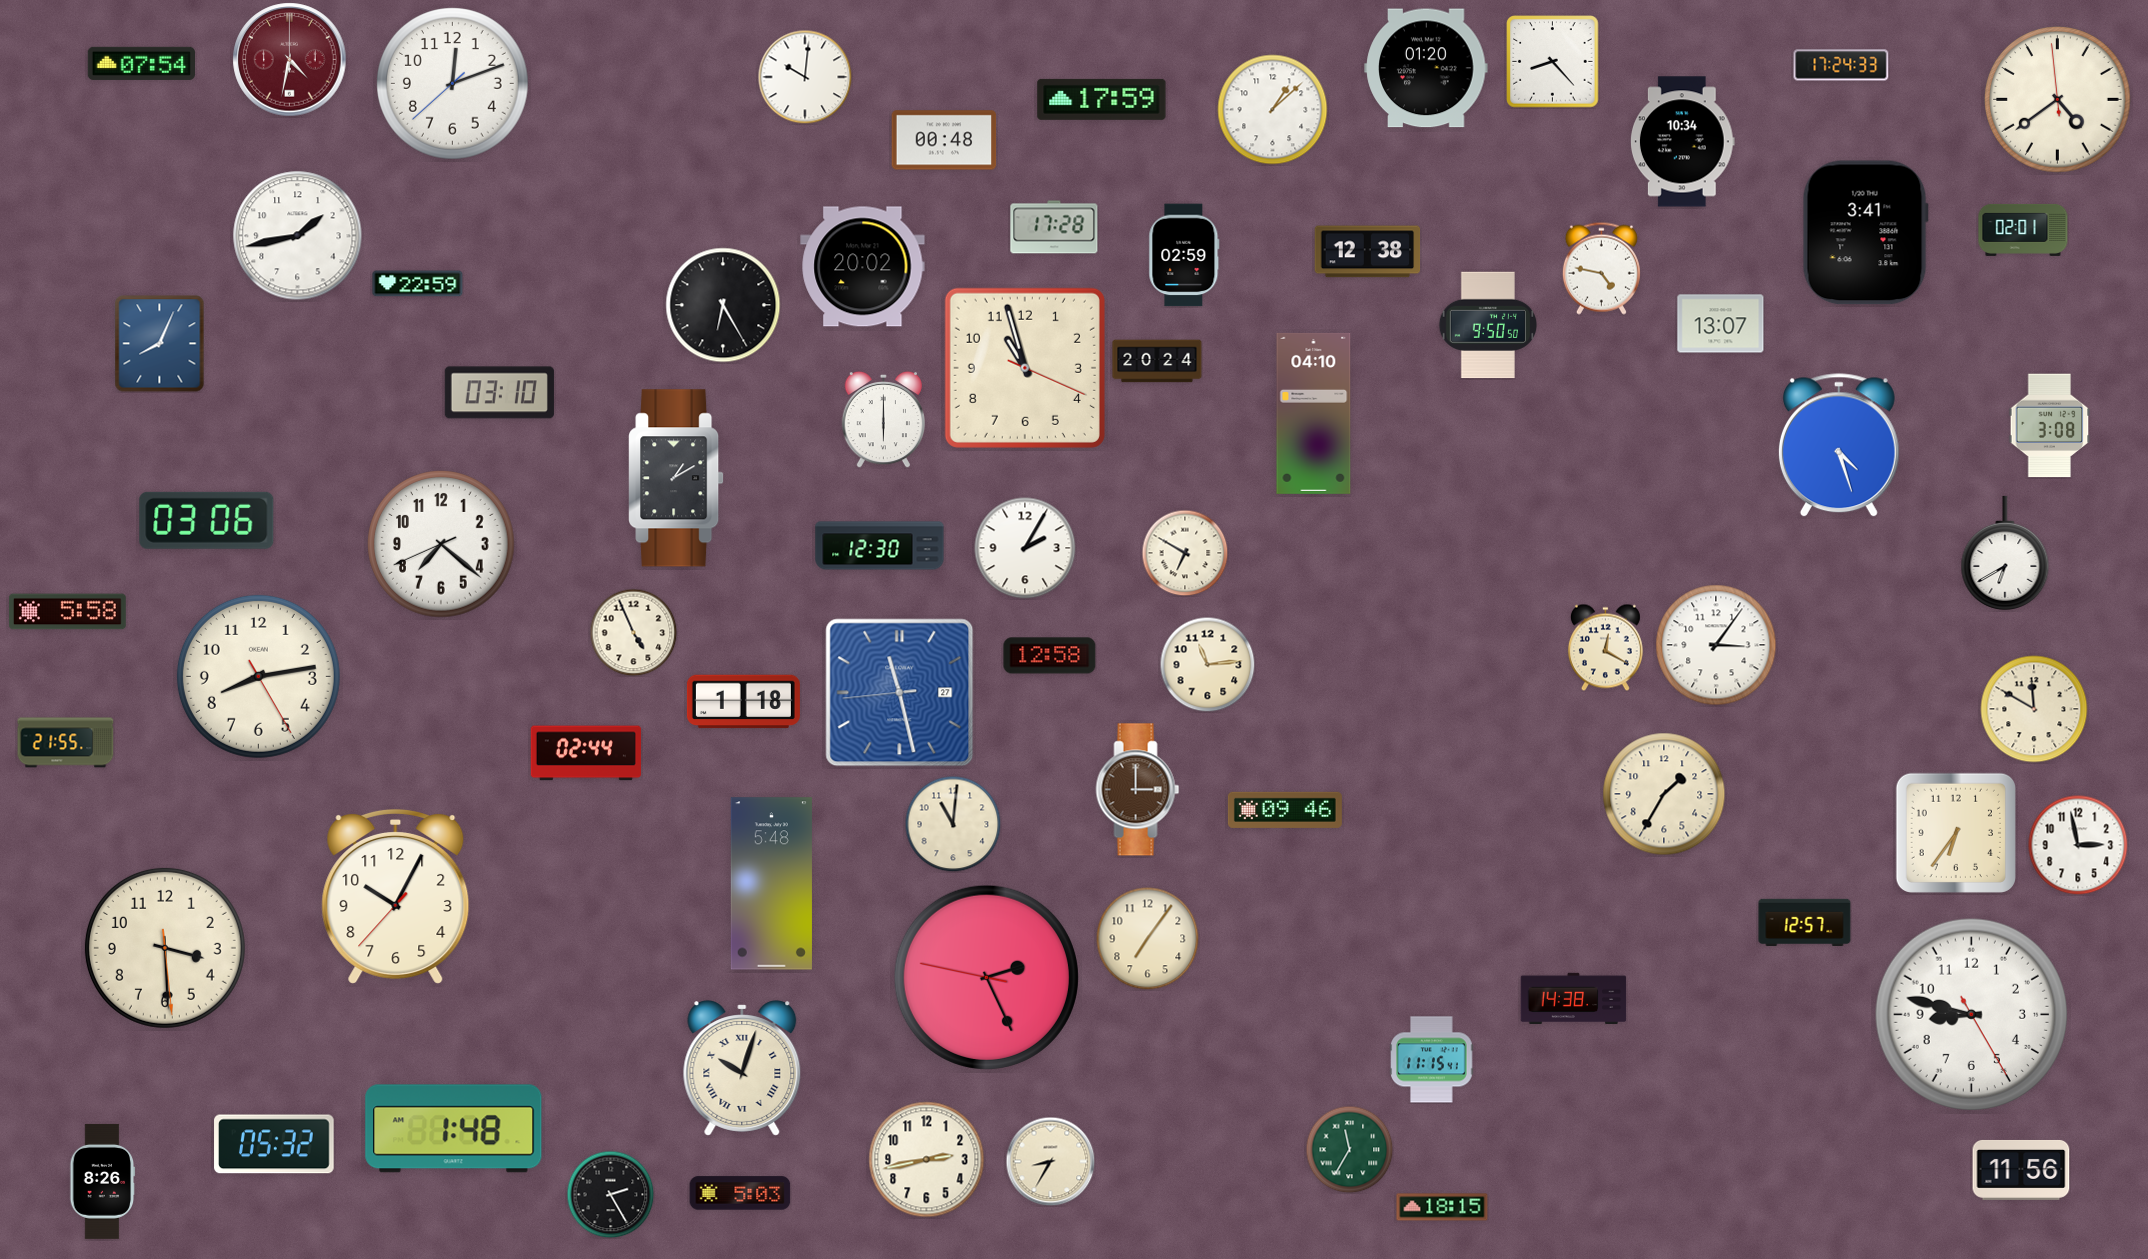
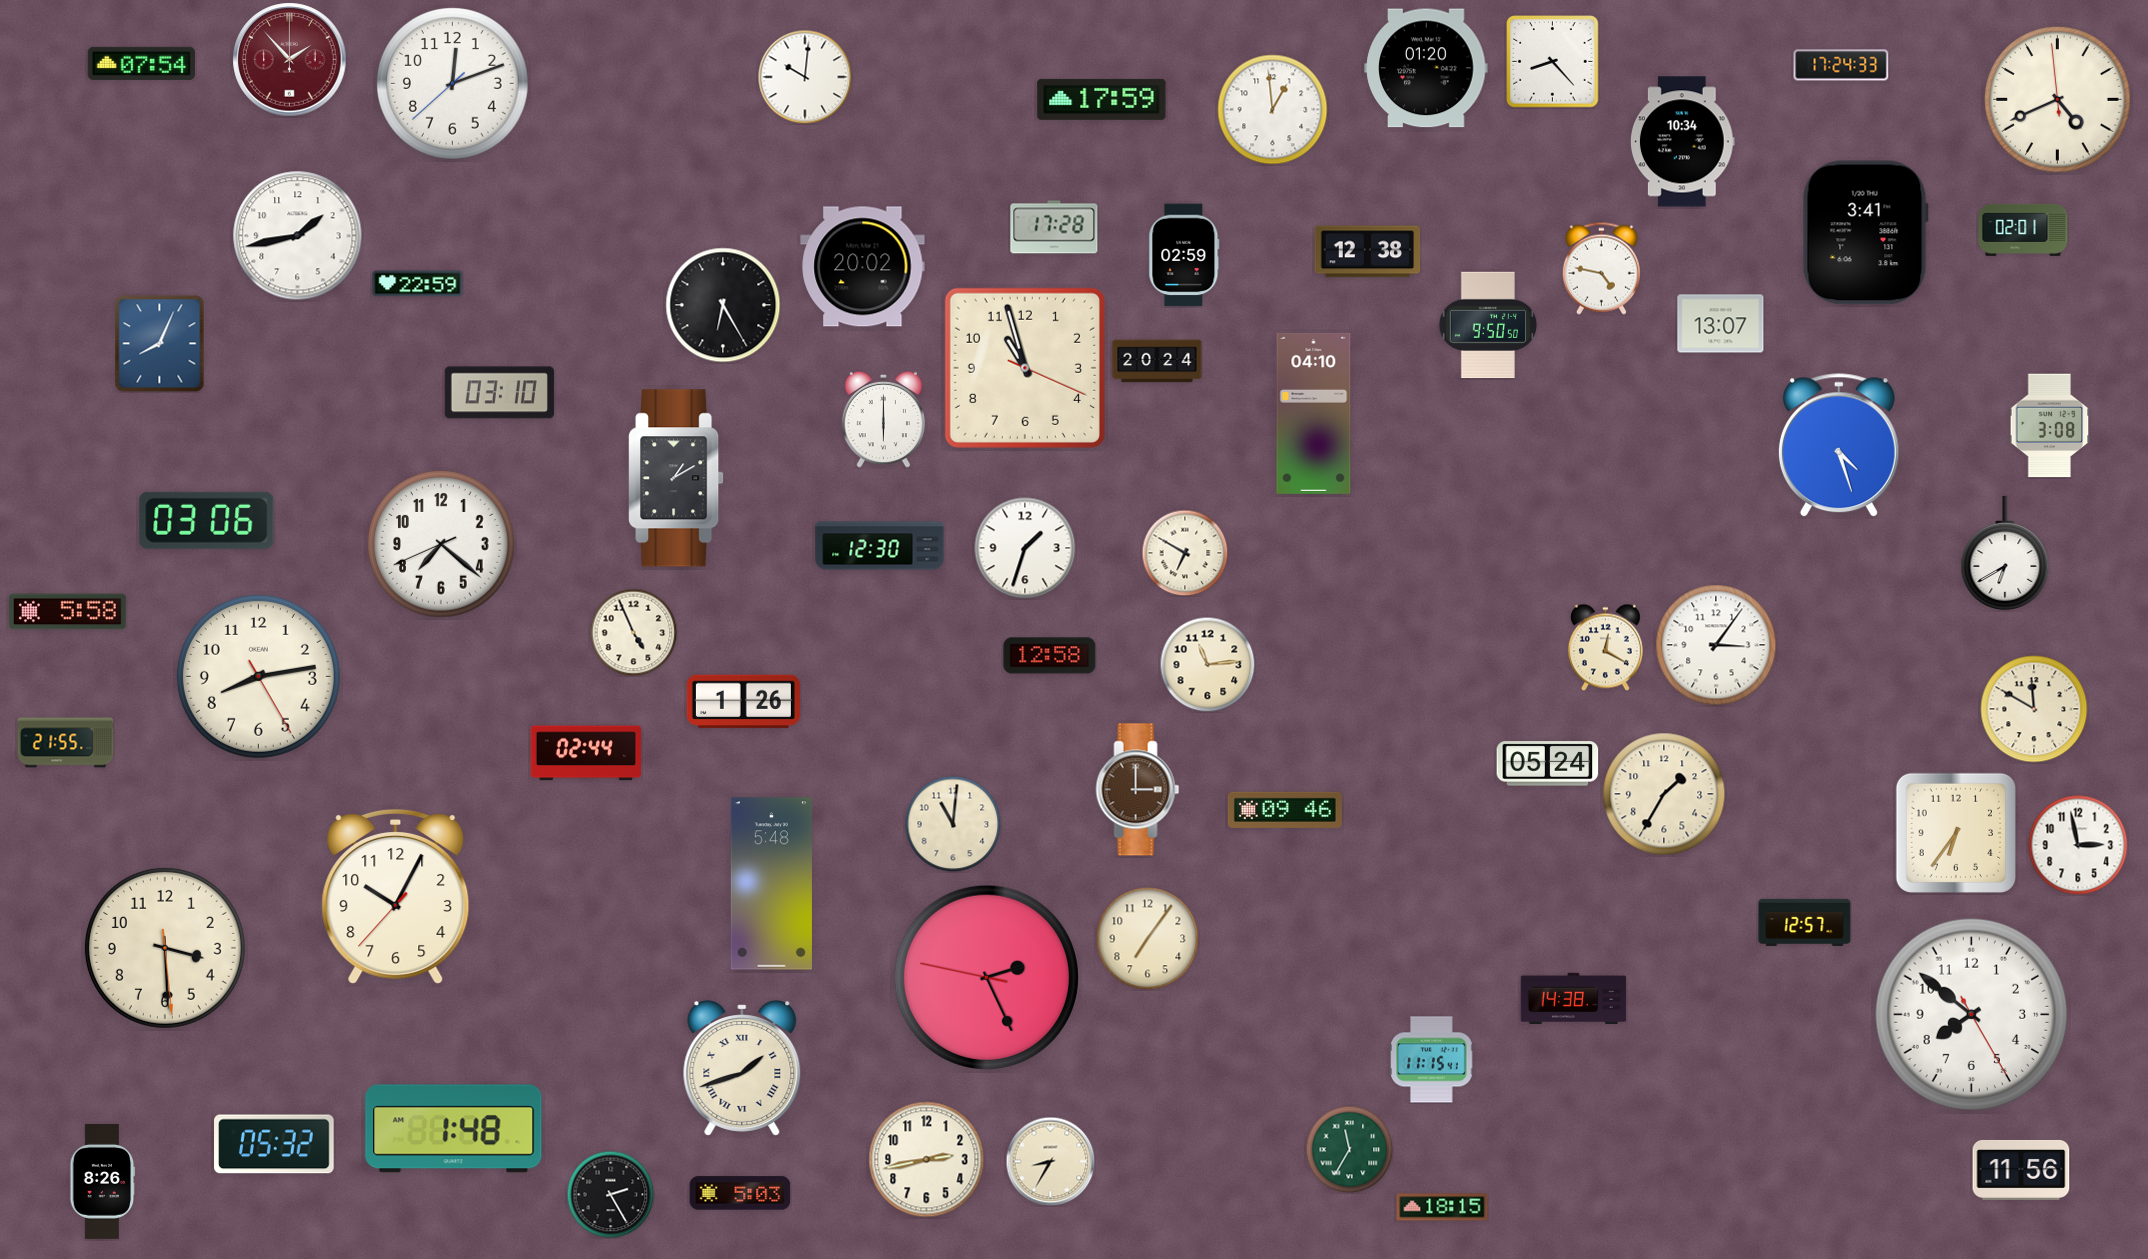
clock at (290, 60): 4:32 -> 1:53
clock at (2058, 100): 4:38 -> 4:40
clock at (1273, 110): 1:08 -> 12:59
clock at (944, 140): 00:48 -> none
clock at (1025, 548): 2:05 -> 1:33
clock at (900, 693): 11:27 -> none
clock at (743, 702): 1:18 -> 1:26
clock at (1548, 764): none -> 05:24
clock at (1971, 1014): 8:47 -> 7:51
clock at (742, 1068): 10:03 -> 1:42
